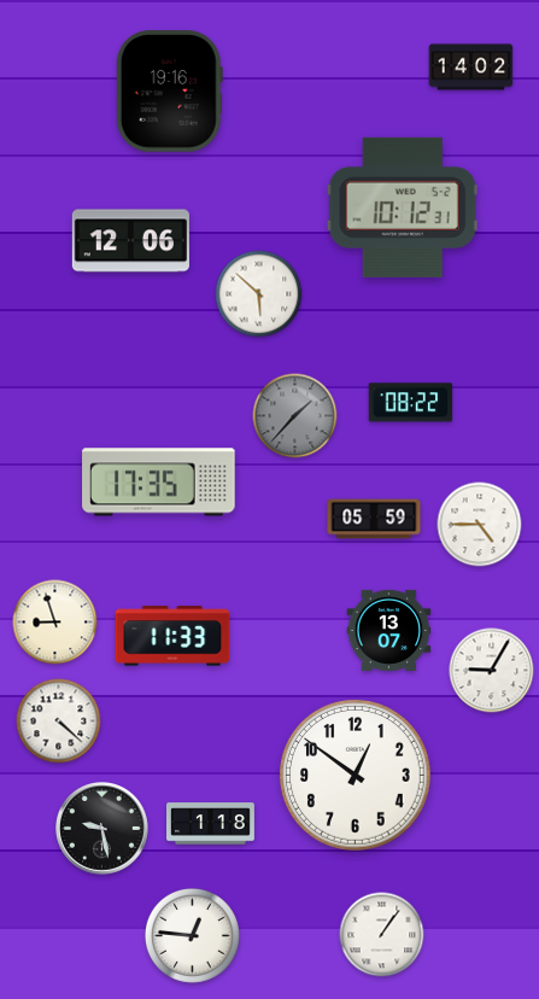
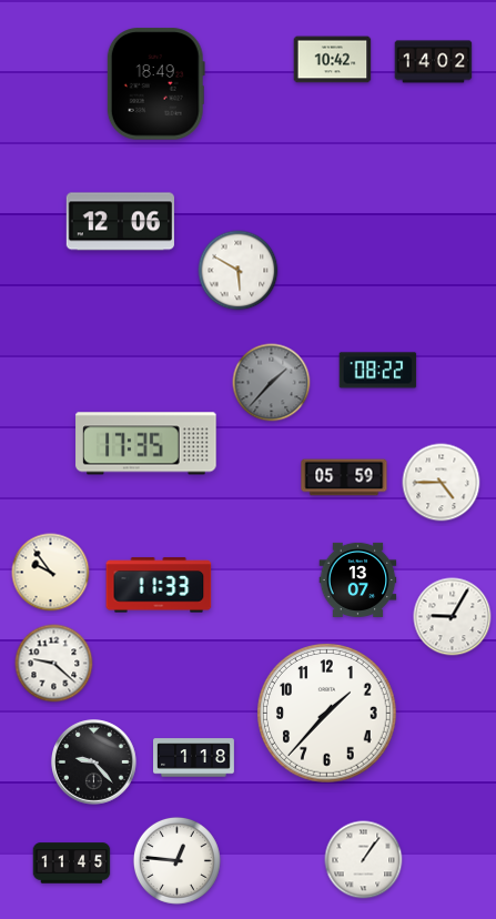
clock at (333, 60): none -> 10:42
clock at (169, 92): 19:16 -> 18:49
clock at (403, 208): 10:12 -> none
clock at (259, 294): 5:52 -> 5:50
clock at (55, 623): 8:57 -> 9:54
clock at (59, 721): 4:22 -> 9:22
clock at (356, 776): 12:51 -> 1:37
clock at (102, 829): 9:28 -> 9:23
clock at (382, 935) position: (382, 935) -> (364, 860)
clock at (72, 864): none -> 11:45
